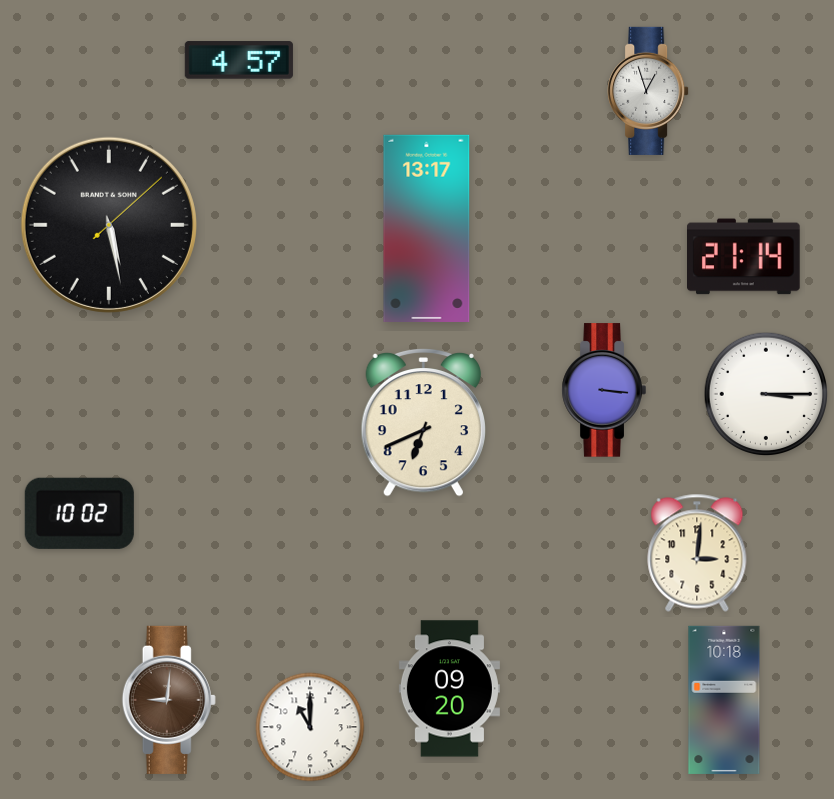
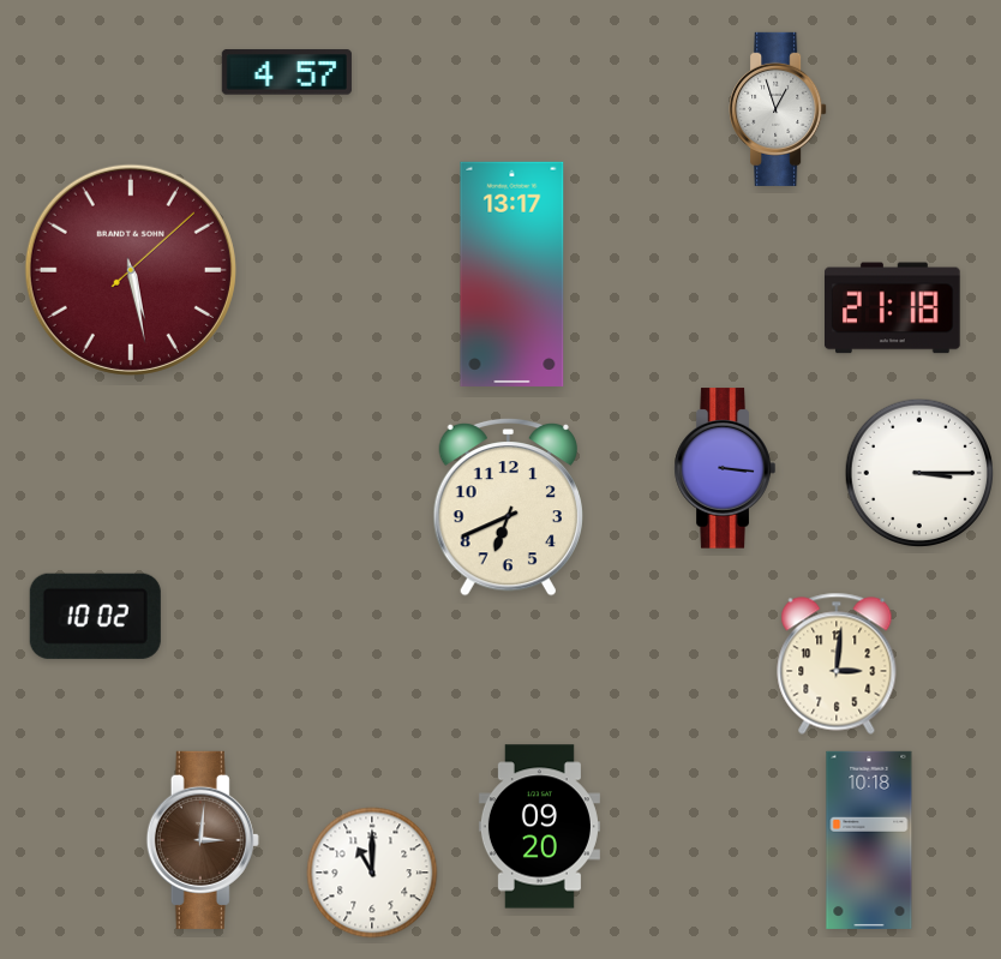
clock at (109, 225) dial: black -> burgundy
clock at (744, 257): 21:14 -> 21:18
clock at (169, 700): 9:01 -> 3:01
